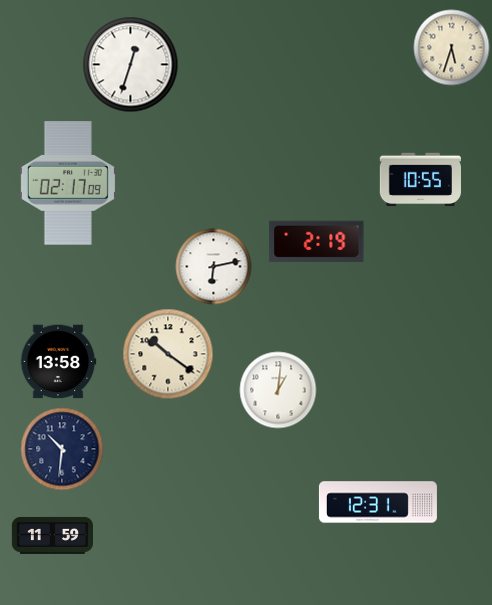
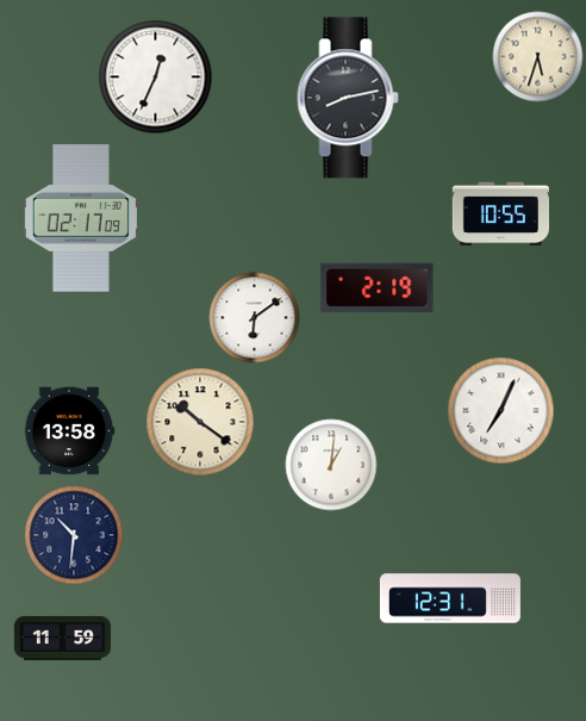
clock at (131, 65): 12:33 -> 12:34
clock at (348, 98): none -> 8:13
clock at (214, 267): 6:13 -> 6:09
clock at (501, 411): none -> 7:04
